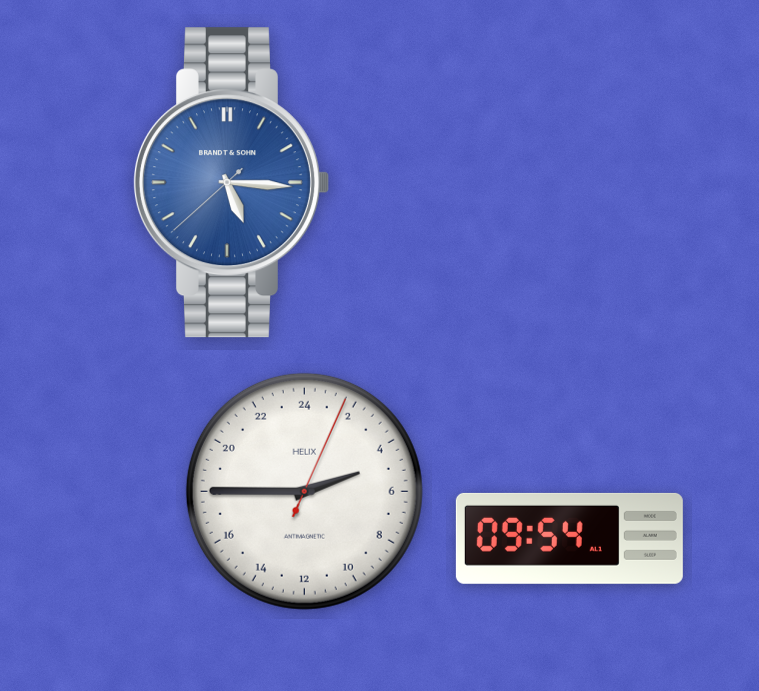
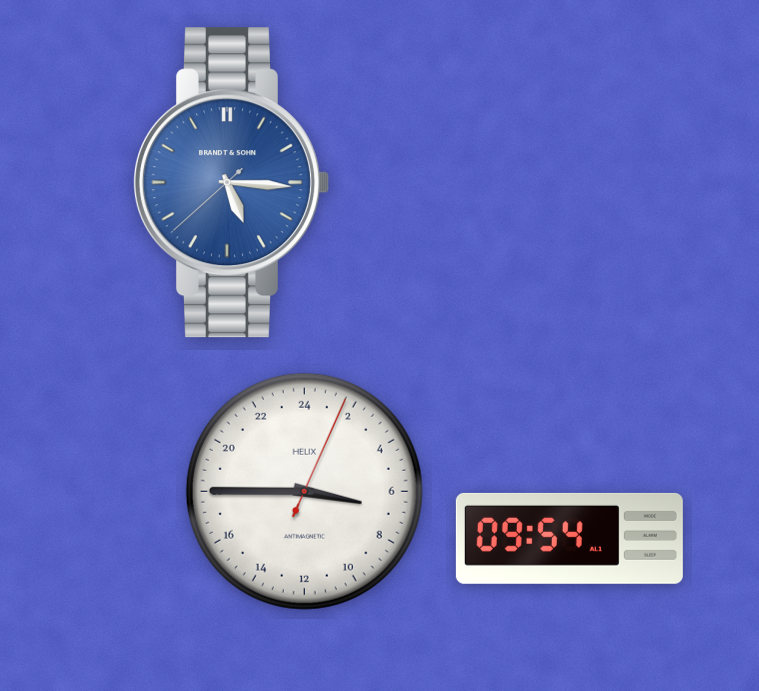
clock at (304, 491): 4:45 -> 6:45
